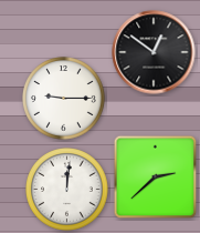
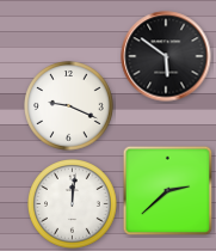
clock at (154, 52): 12:51 -> 5:51
clock at (64, 99): 9:15 -> 9:19
